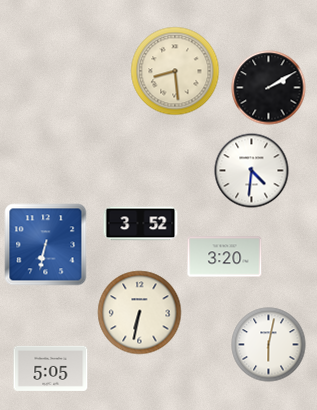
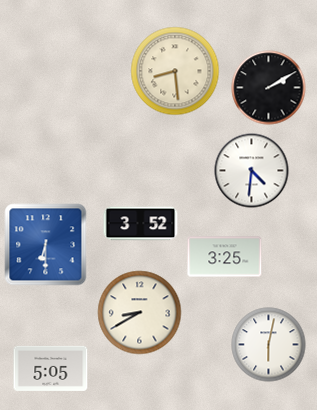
clock at (46, 245): 6:32 -> 6:30
clock at (225, 257): 3:20 -> 3:25
clock at (140, 313): 6:32 -> 8:40
